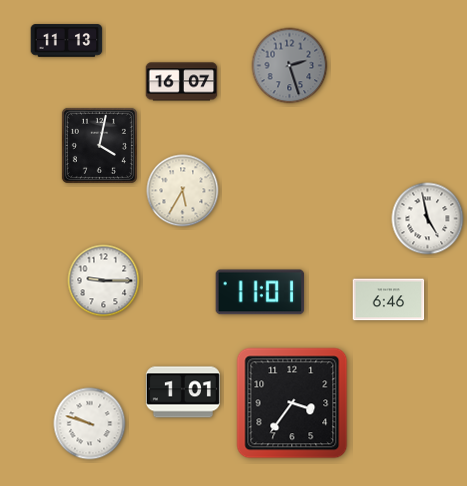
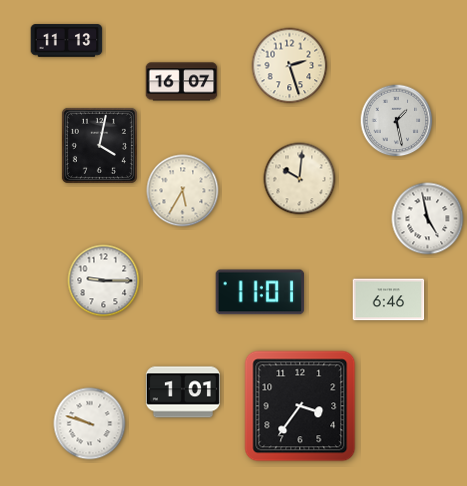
clock at (290, 66) dial: grey -> cream
clock at (397, 121): none -> 1:28
clock at (300, 179): none -> 10:01
clock at (292, 403) position: (292, 403) -> (300, 406)
